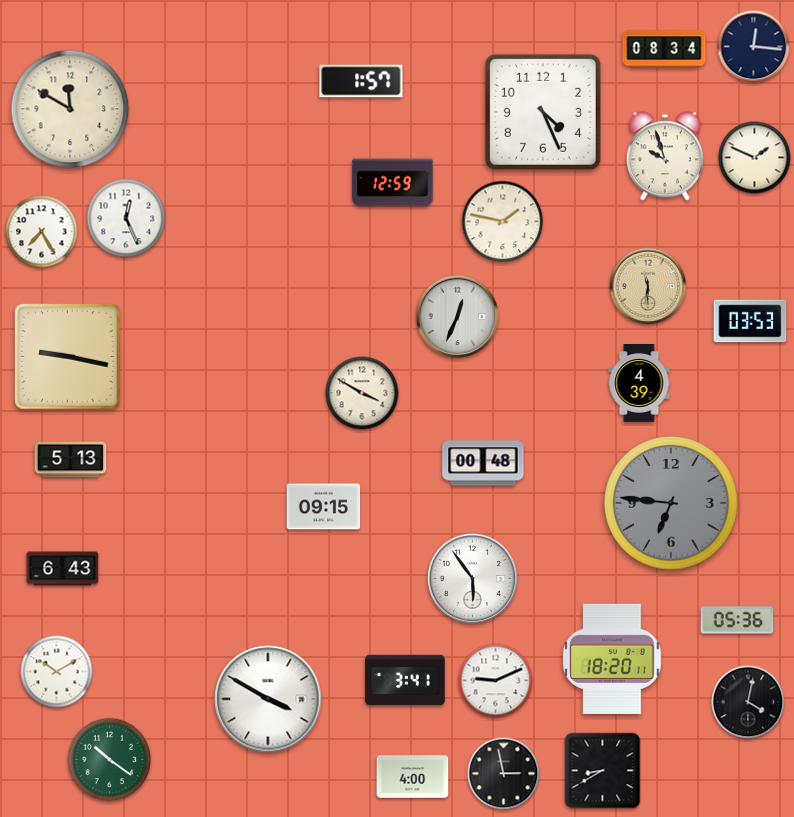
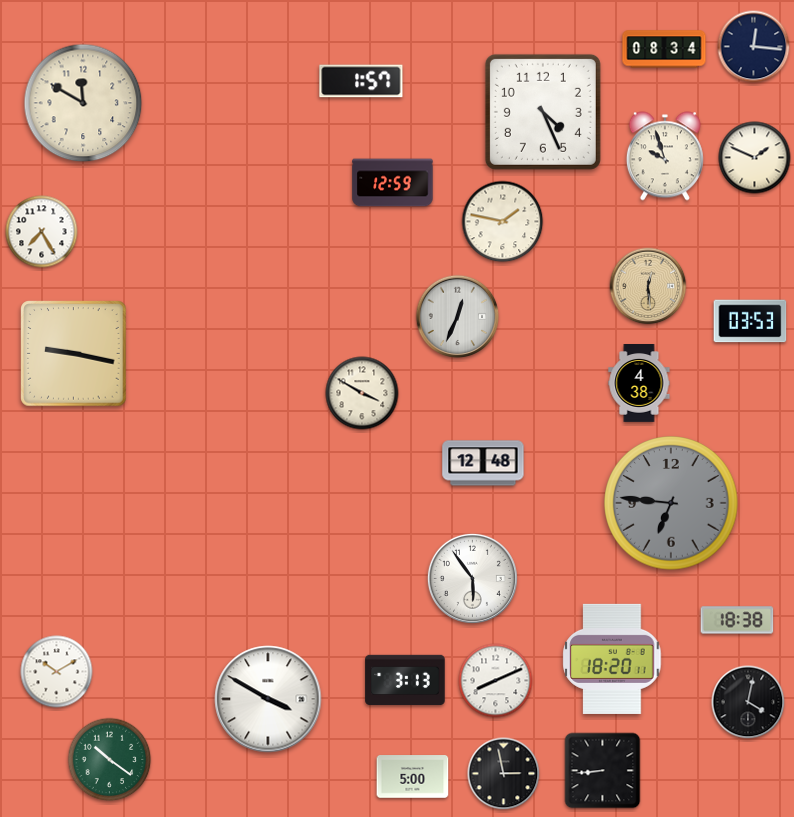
clock at (70, 109) position: (70, 109) -> (83, 103)
clock at (126, 218): 12:26 -> none
clock at (648, 286): 11:31 -> 12:29
clock at (68, 357) position: (68, 357) -> (74, 354)
clock at (639, 384): 4:39 -> 4:38
clock at (71, 460): 5:13 -> none
clock at (483, 463): 00:48 -> 12:48
clock at (324, 507): 09:15 -> none
clock at (63, 569): 6:43 -> none
clock at (737, 620): 05:36 -> 18:38
clock at (405, 680): 3:41 -> 3:13
clock at (496, 681): 9:11 -> 8:11
clock at (603, 771): 8:40 -> 8:44
clock at (413, 777): 4:00 -> 5:00
